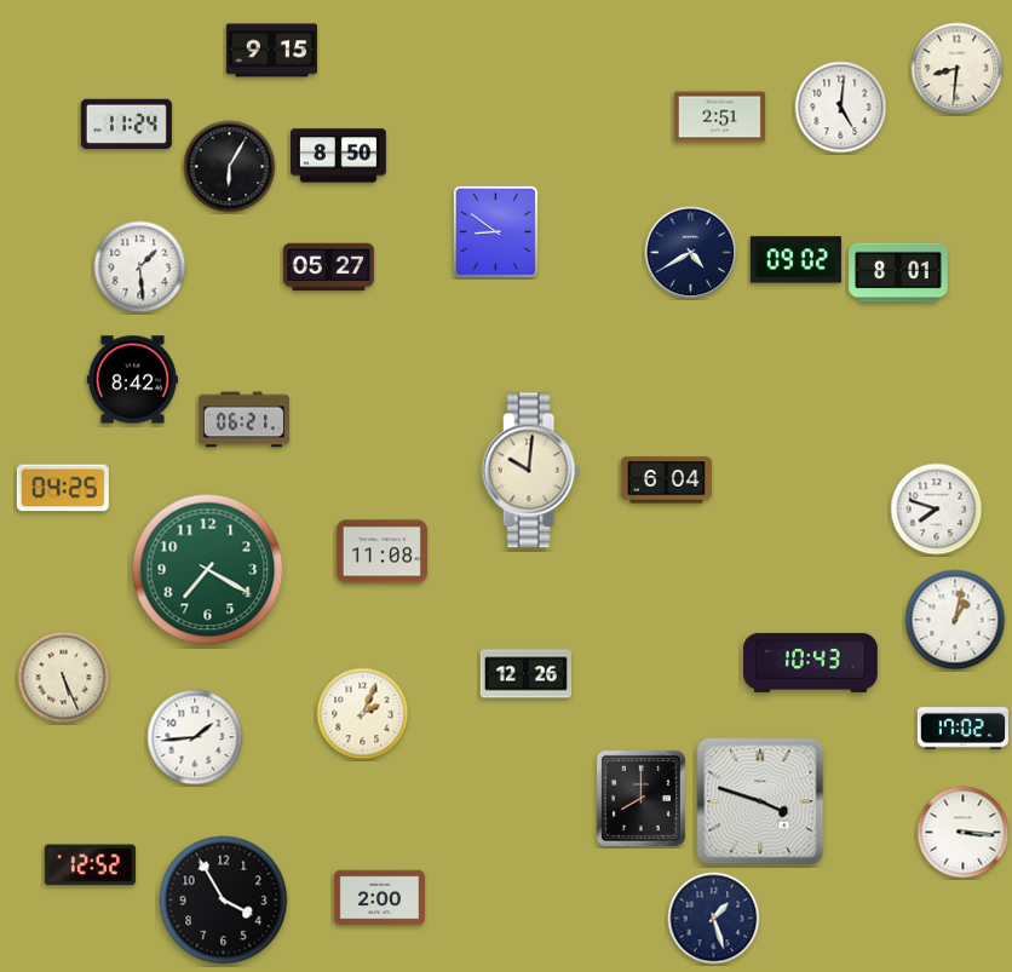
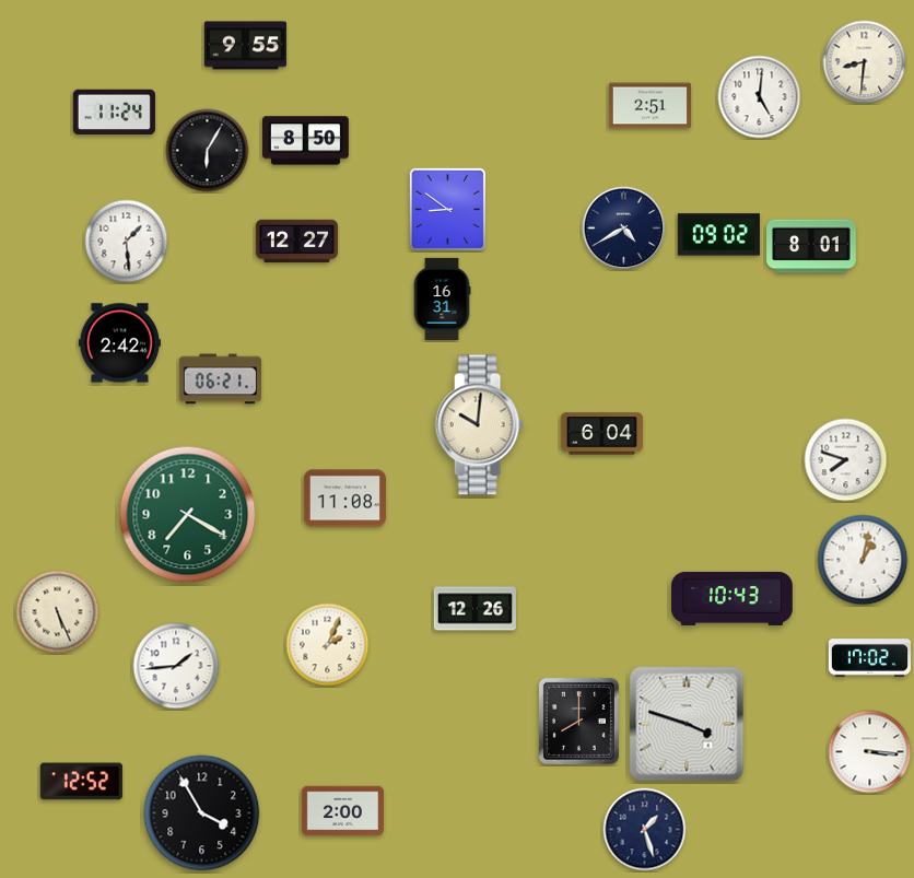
clock at (271, 51): 9:15 -> 9:55
clock at (328, 268): 05:27 -> 12:27
clock at (442, 298): none -> 16:31
clock at (132, 380): 8:42 -> 2:42
clock at (63, 488): 04:25 -> none
